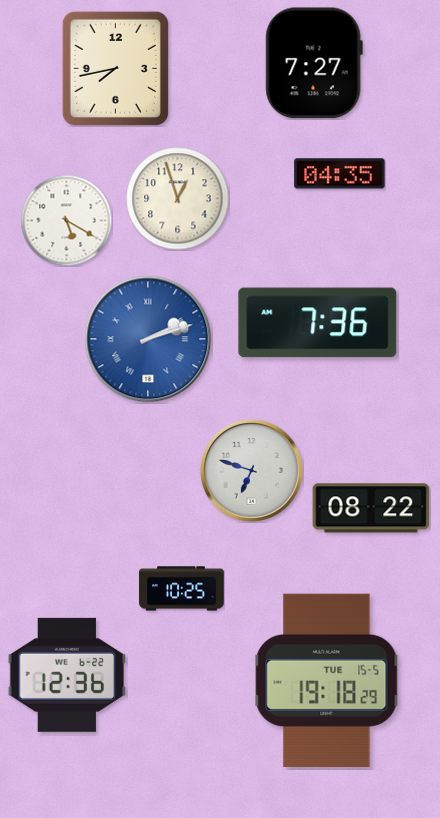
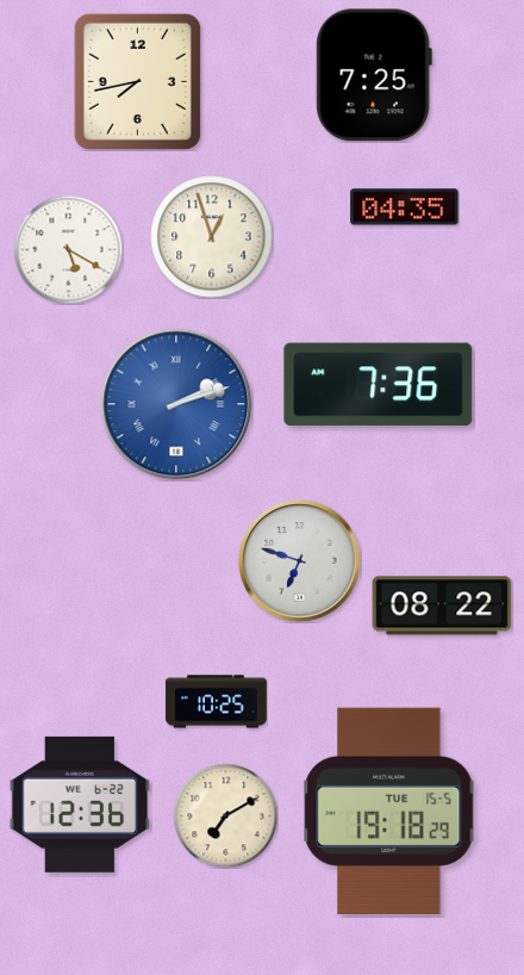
clock at (314, 63): 7:27 -> 7:25
clock at (66, 220) position: (66, 220) -> (68, 249)
clock at (225, 815): none -> 7:10
